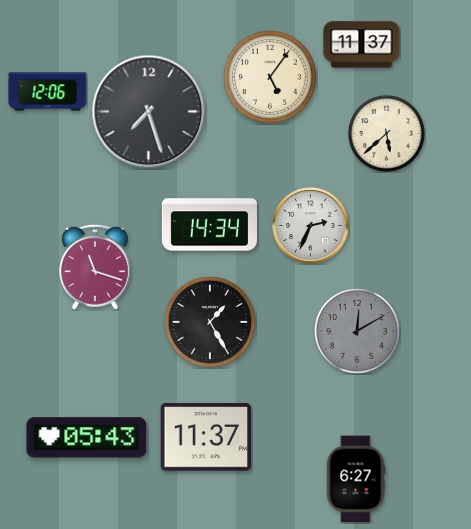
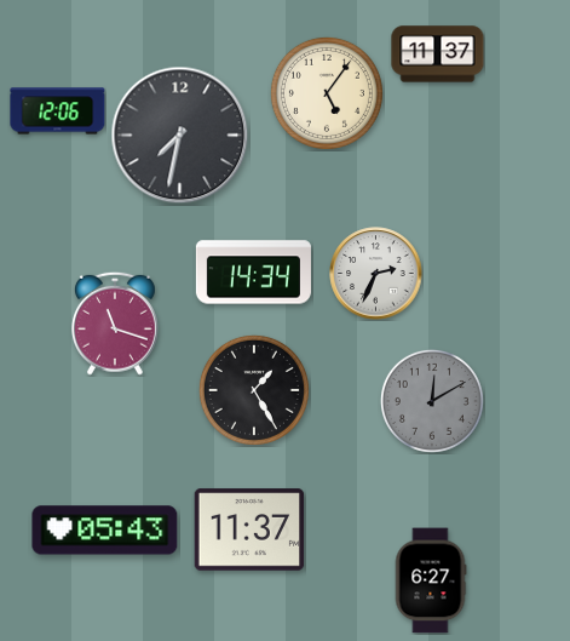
clock at (149, 112): 7:27 -> 7:32
clock at (387, 134): 5:38 -> none
